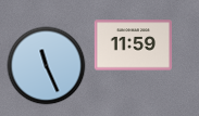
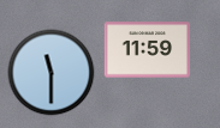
clock at (47, 66): 11:26 -> 11:30
